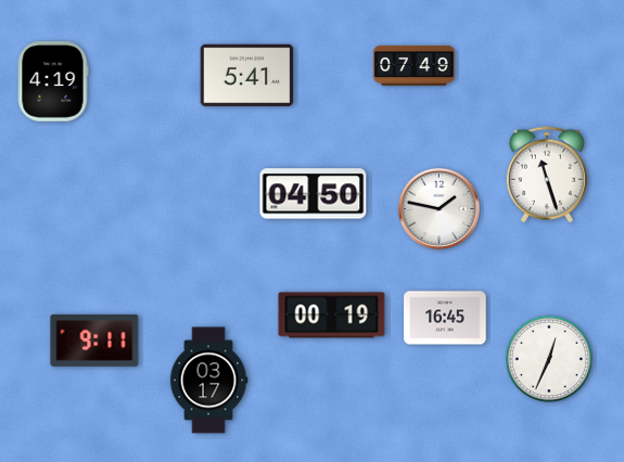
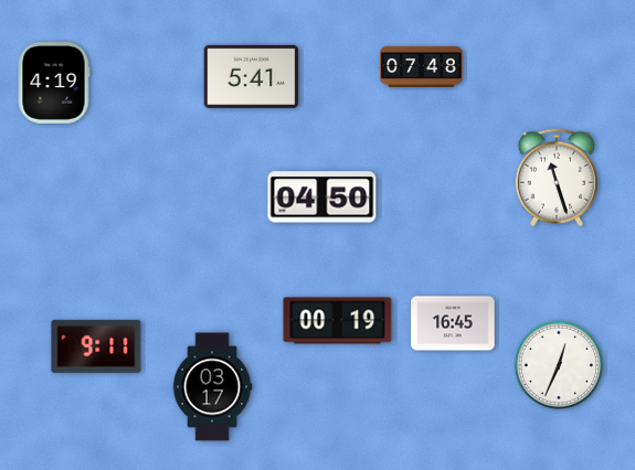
clock at (415, 65): 07:49 -> 07:48
clock at (314, 194) position: (314, 194) -> (322, 197)
clock at (438, 208): 1:47 -> none
